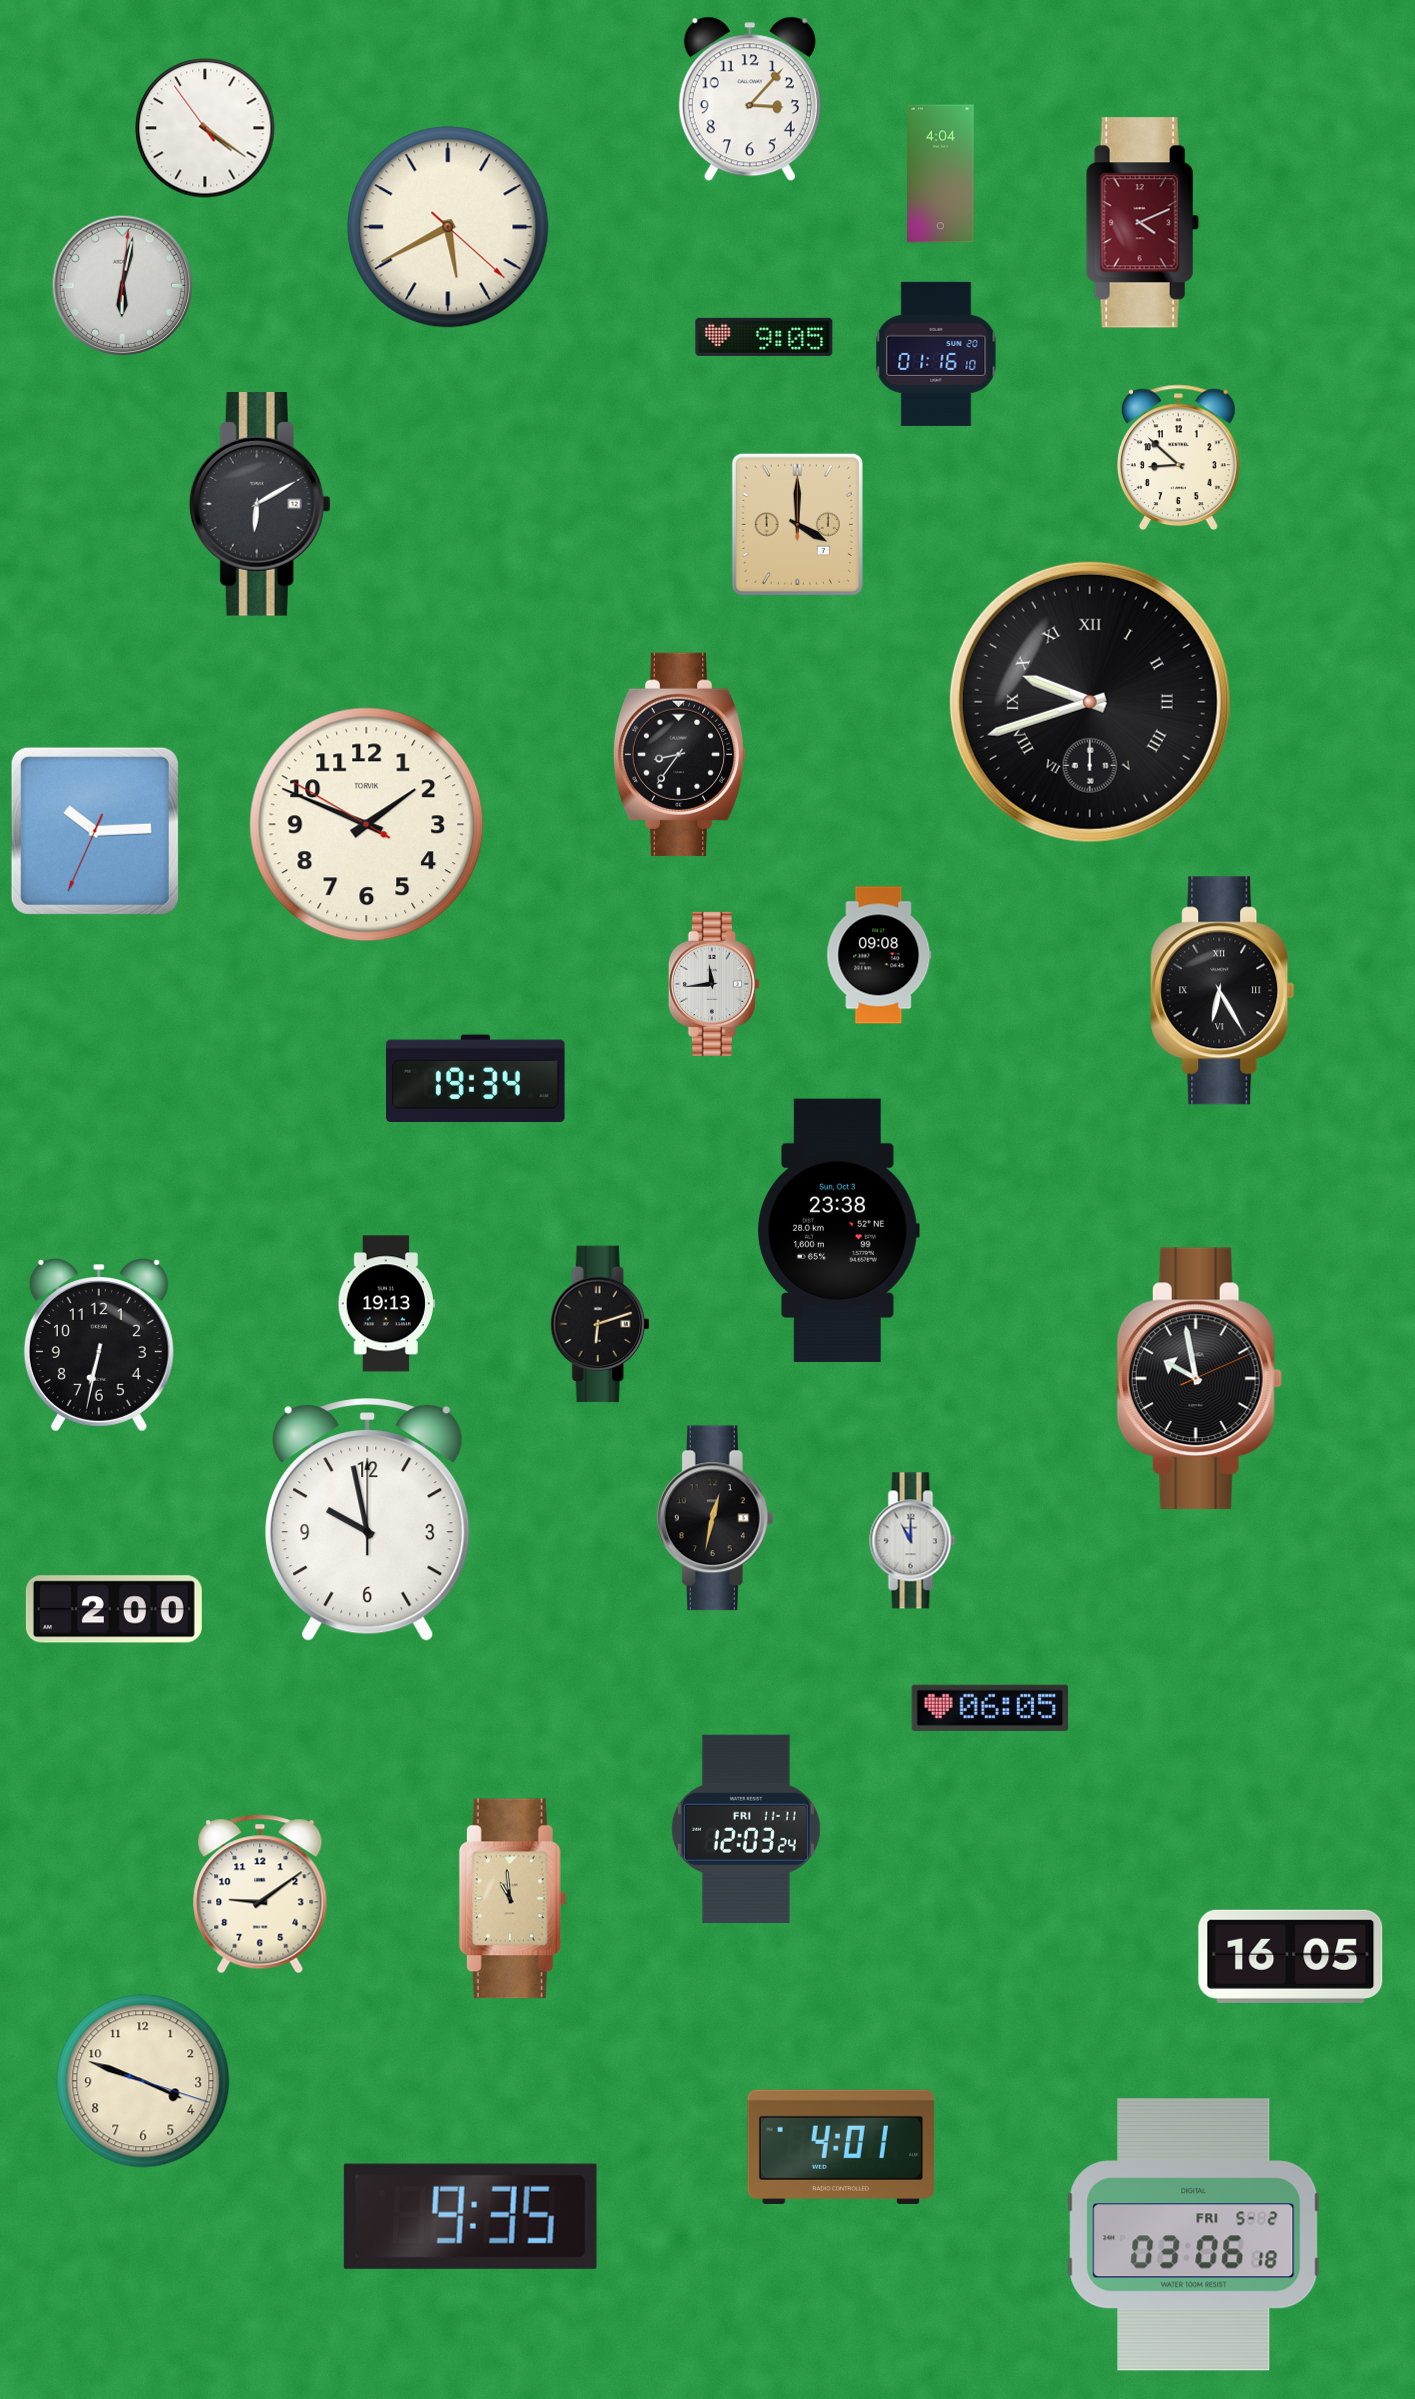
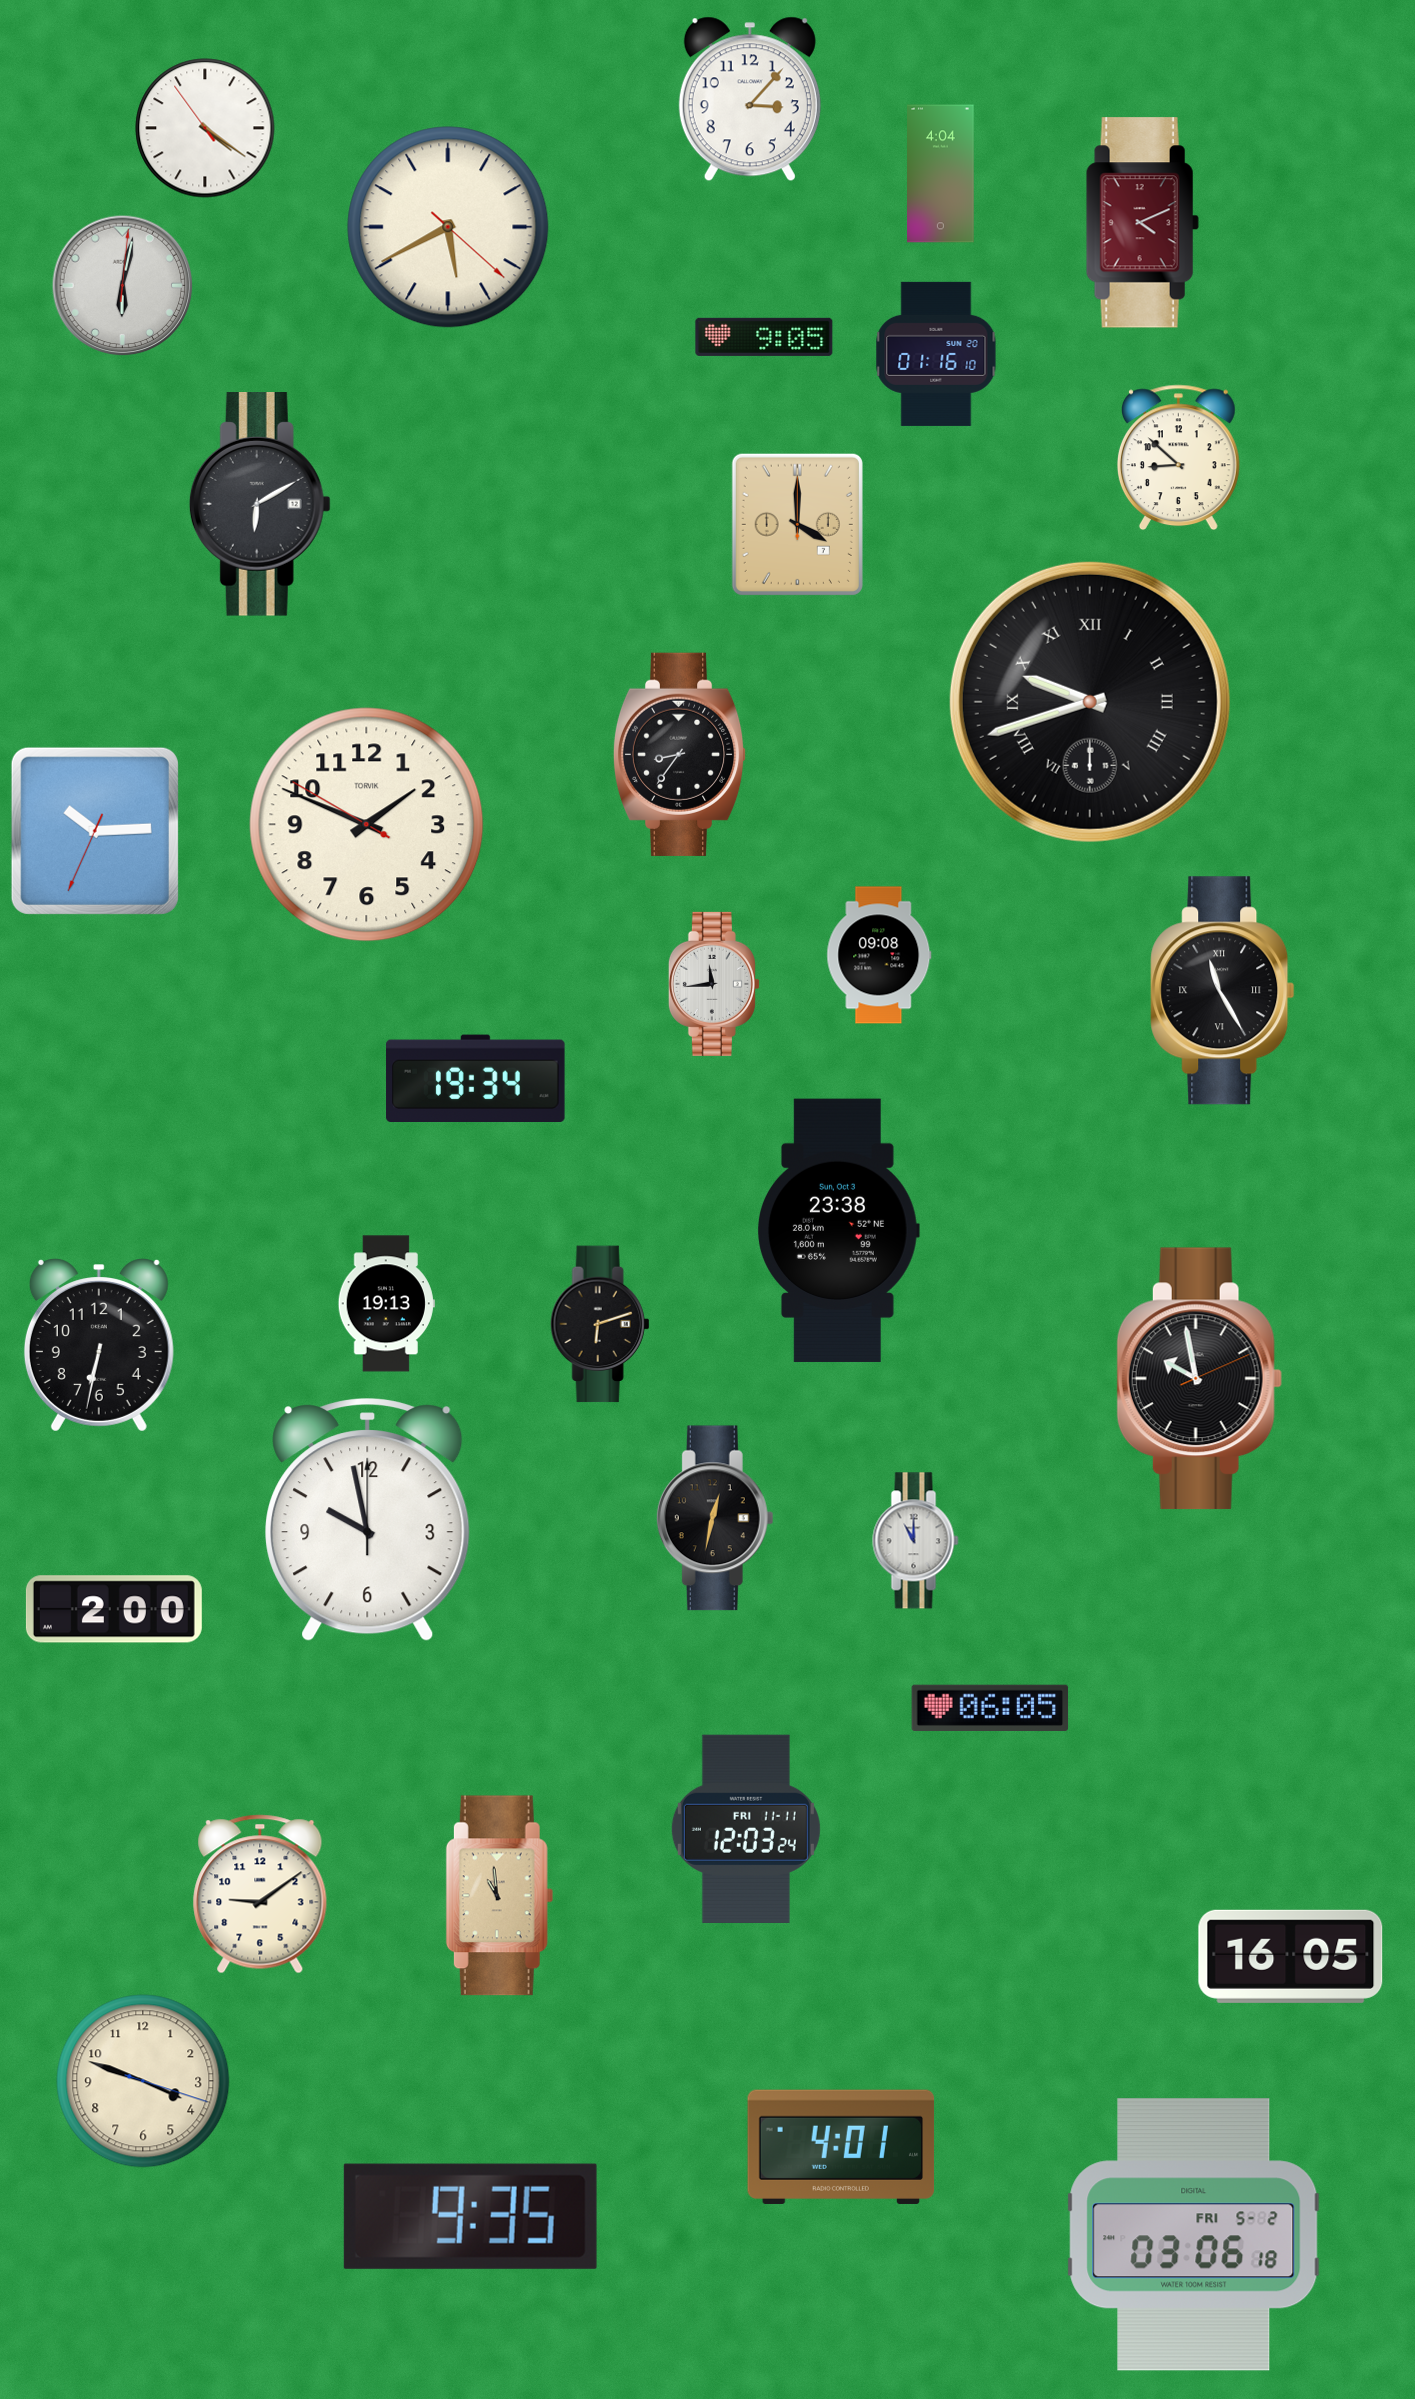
clock at (1223, 991): 6:25 -> 11:25
clock at (913, 1541) position: (913, 1541) -> (916, 1541)
clock at (512, 1899) position: (512, 1899) -> (499, 1896)
